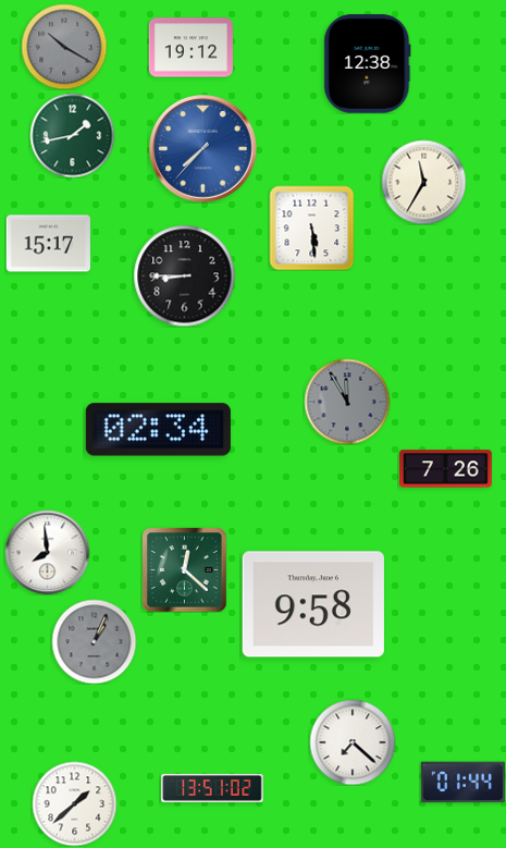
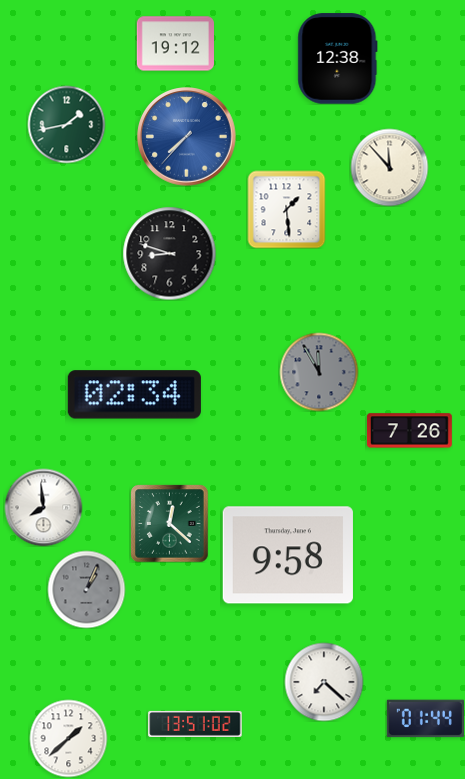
clock at (64, 47): 10:20 -> none
clock at (423, 182): 11:35 -> 11:53
clock at (311, 228): 5:29 -> 1:29
clock at (48, 244): 15:17 -> none
clock at (184, 275): 8:45 -> 8:48
clock at (347, 402) position: (347, 402) -> (319, 372)
clock at (158, 430) position: (158, 430) -> (134, 395)
